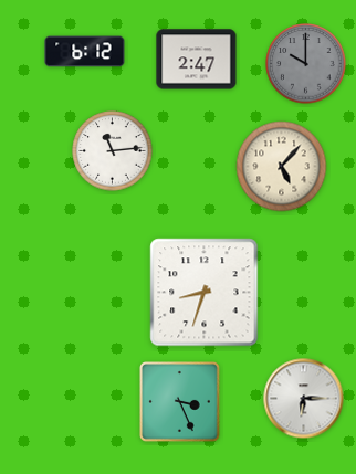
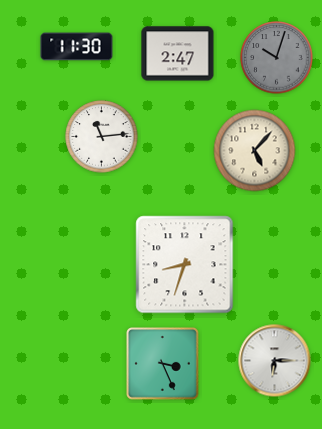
clock at (85, 52): 6:12 -> 11:30
clock at (306, 64): 10:00 -> 10:03
